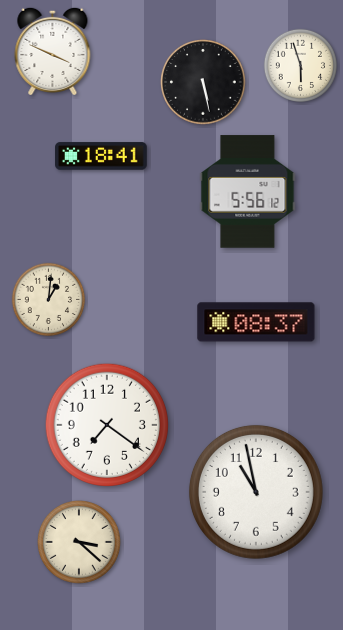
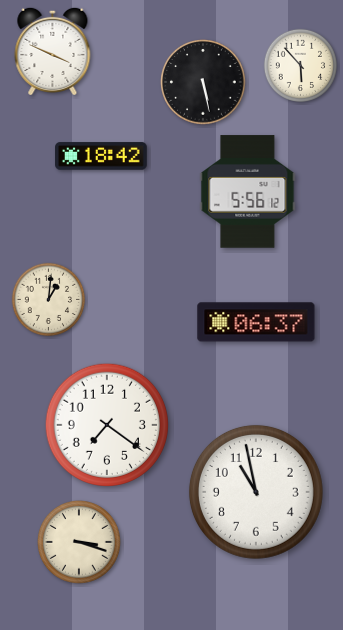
clock at (301, 66): 5:57 -> 5:53
clock at (101, 156): 18:41 -> 18:42
clock at (256, 322): 08:37 -> 06:37
clock at (80, 543): 3:22 -> 3:18
